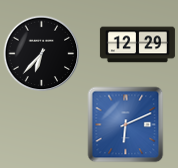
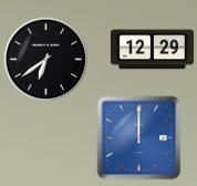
clock at (42, 54): 6:37 -> 6:39
clock at (126, 125): 6:11 -> 12:00
